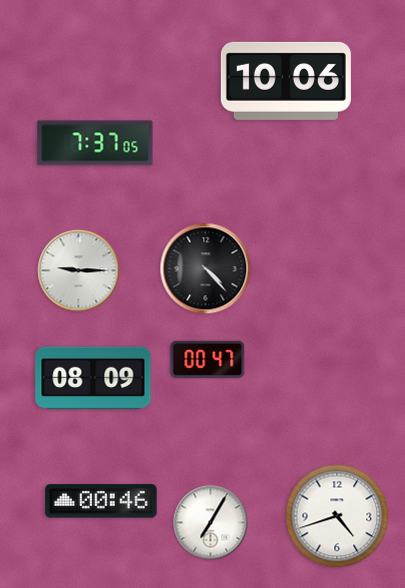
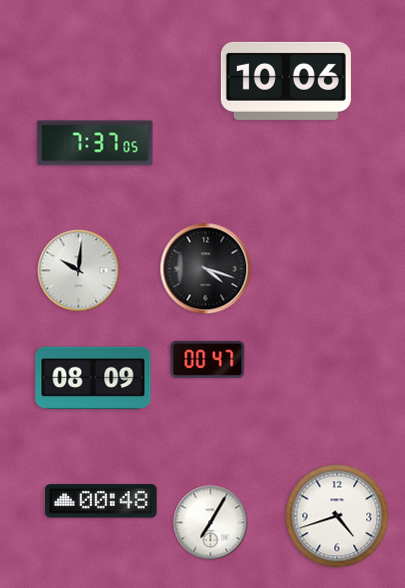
clock at (206, 269): 4:23 -> 4:18
clock at (79, 271): 9:15 -> 10:01
clock at (101, 501): 00:46 -> 00:48
